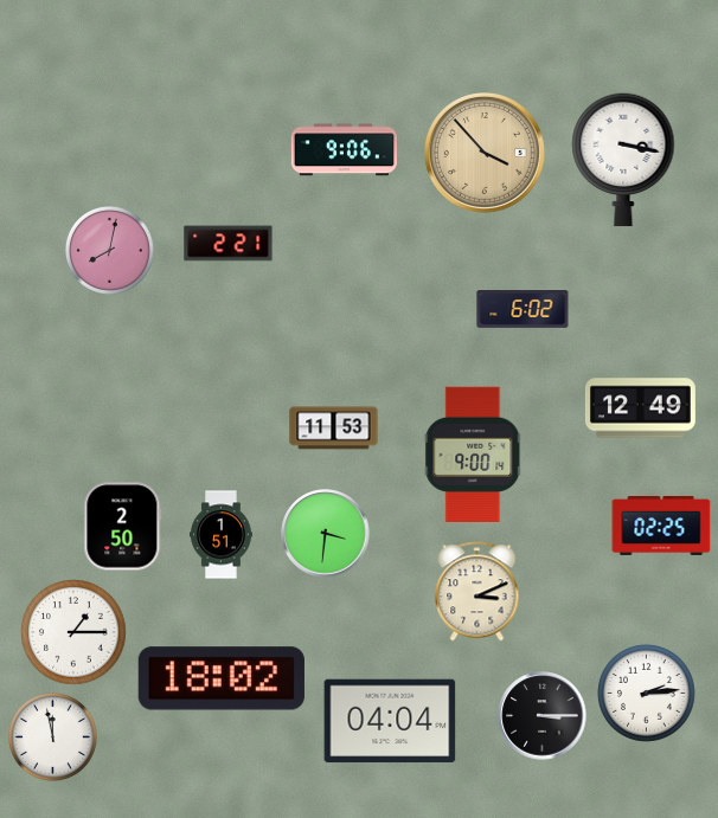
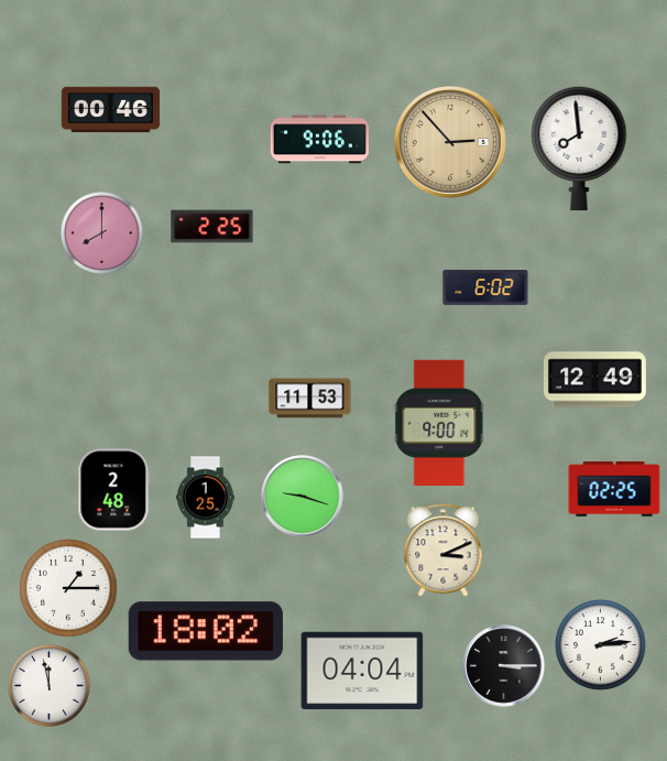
clock at (110, 110): none -> 00:46
clock at (485, 153): 3:53 -> 2:53
clock at (623, 160): 3:17 -> 7:59
clock at (229, 244): 2:21 -> 2:25
clock at (109, 250): 8:02 -> 8:00
clock at (123, 527): 2:50 -> 2:48
clock at (326, 534): 3:31 -> 9:18
clock at (222, 535): 1:51 -> 1:25
